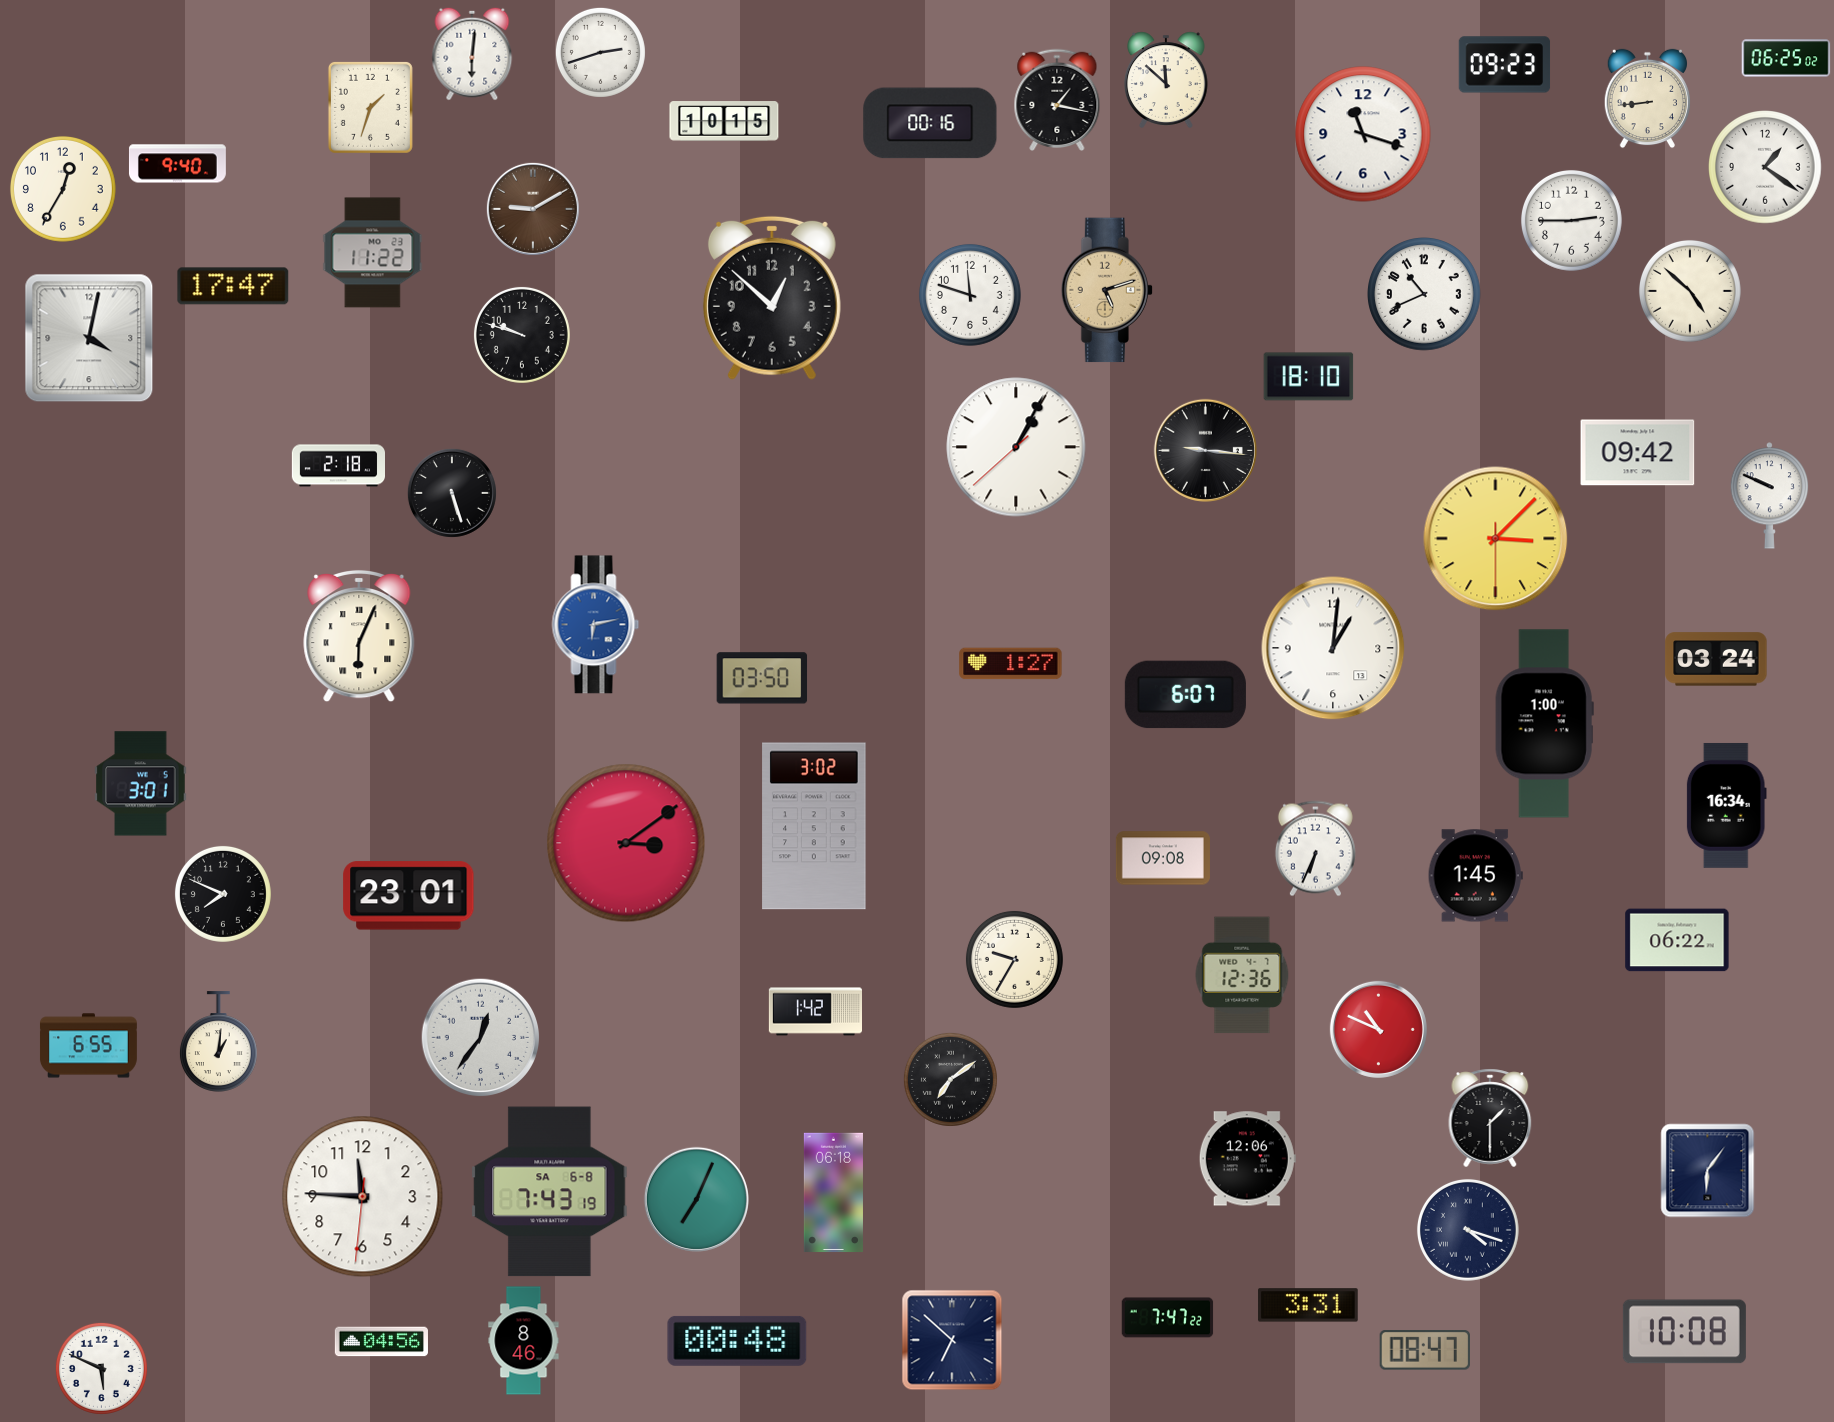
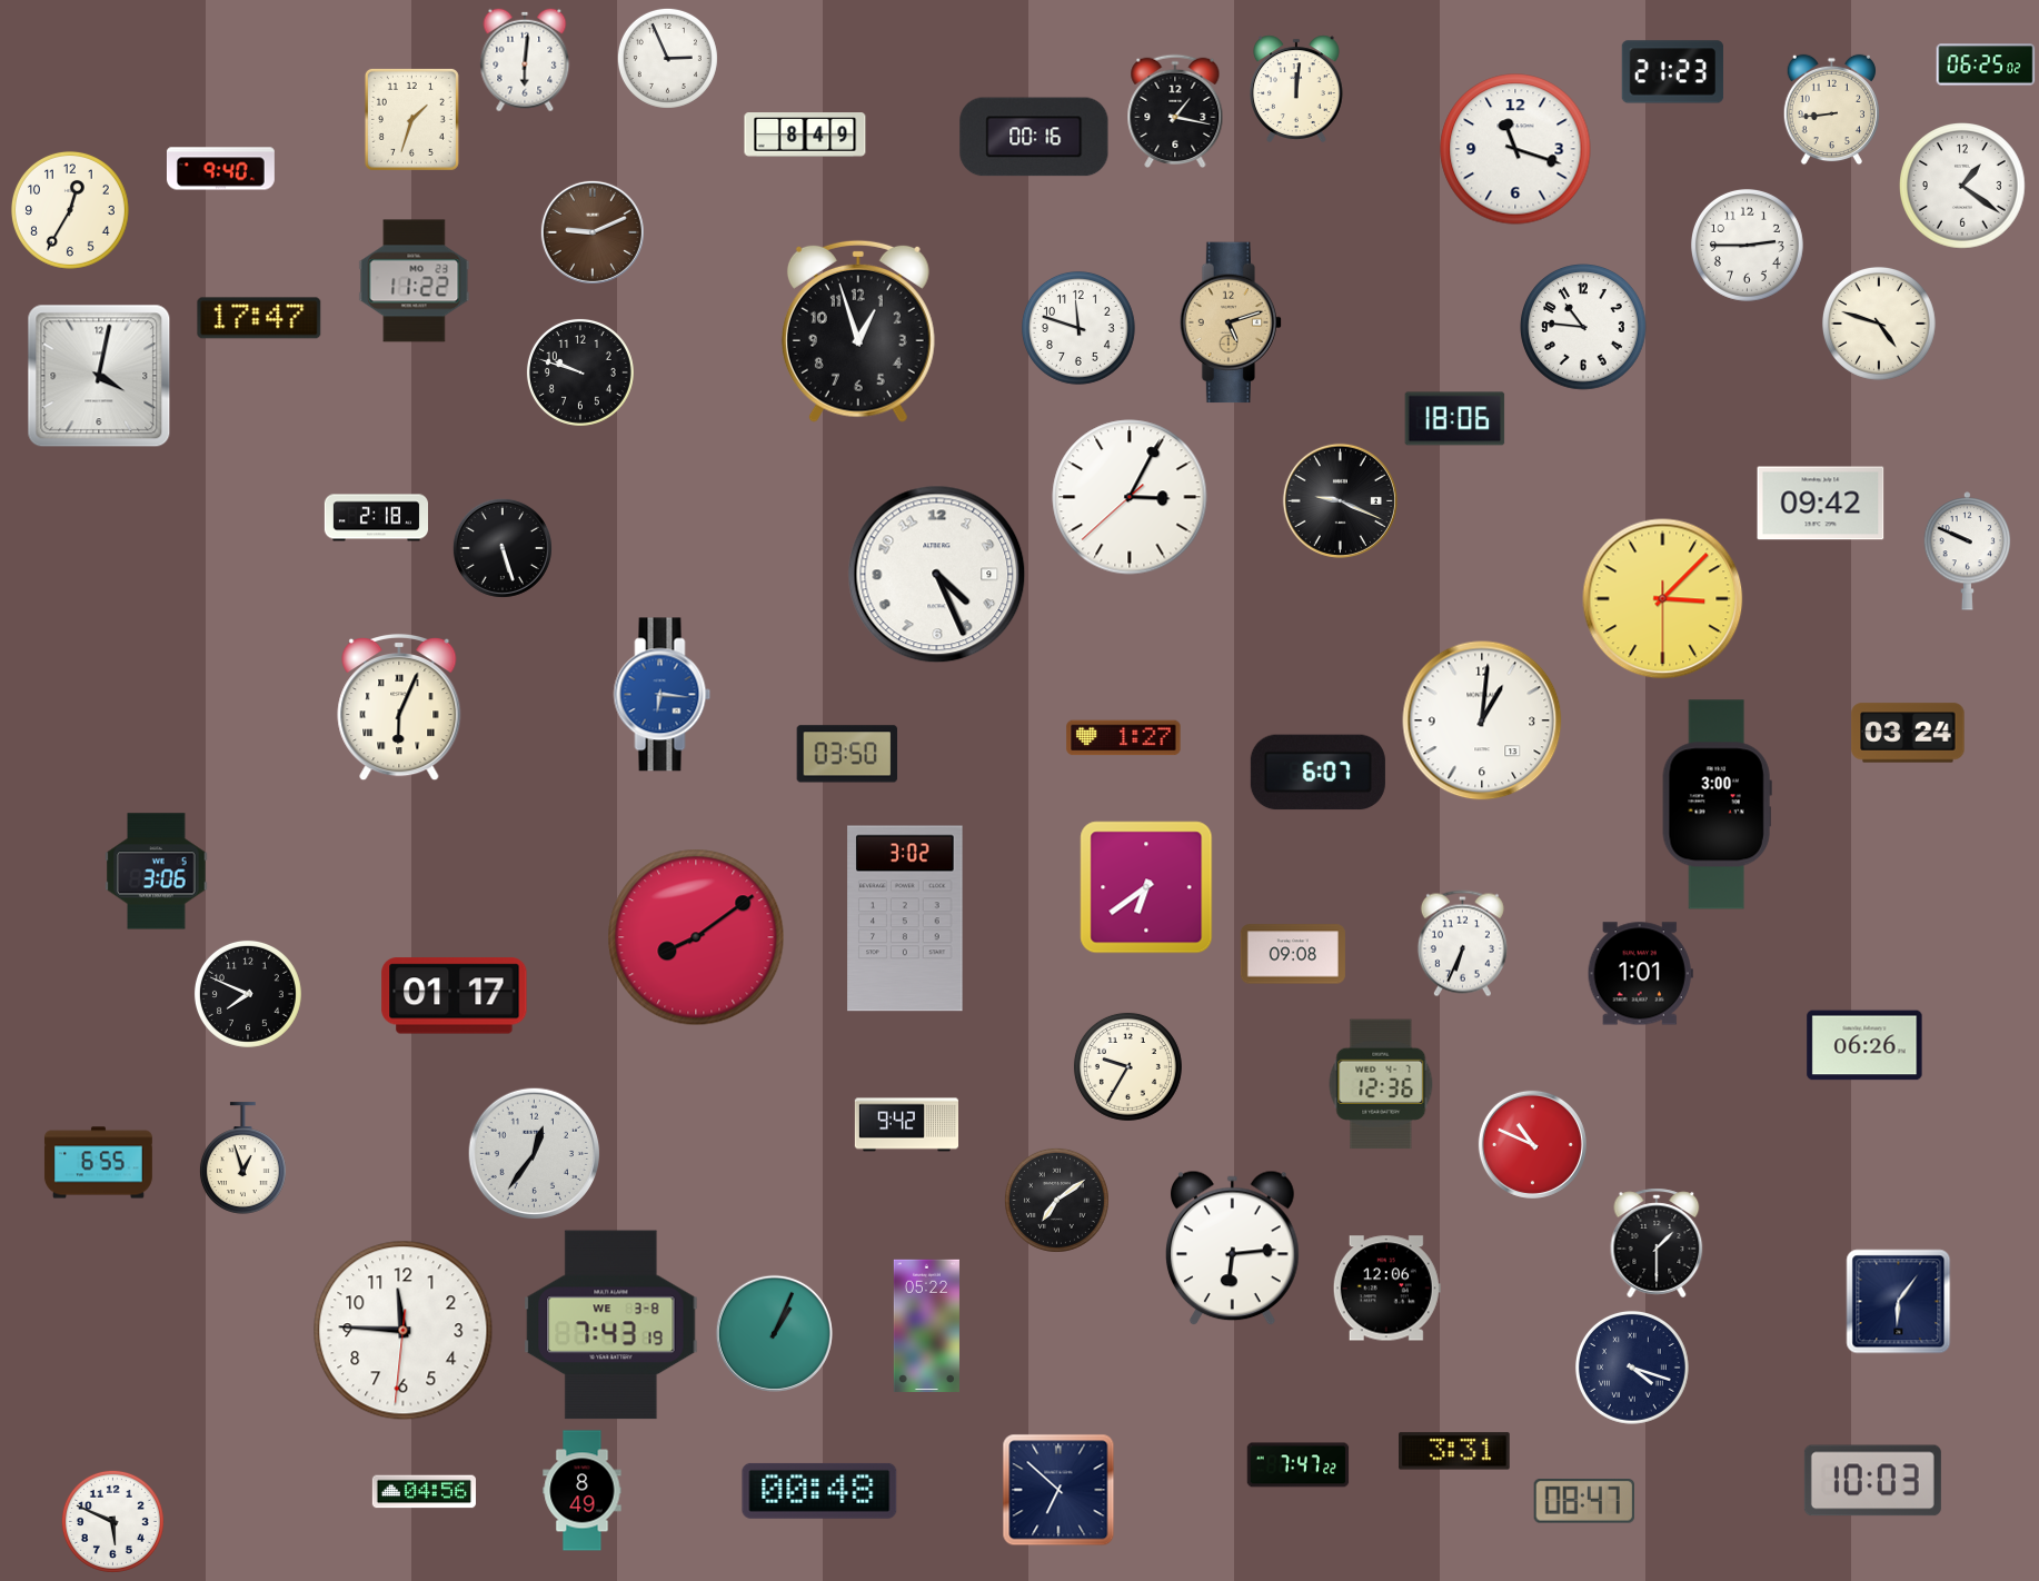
clock at (600, 52): 2:42 -> 2:56
clock at (1505, 65): 09:23 -> 21:23
clock at (1167, 80): 11:52 -> 12:01
clock at (724, 121): 10:15 -> 8:49
clock at (177, 164) position: (177, 164) -> (220, 169)
clock at (533, 209): 9:10 -> 9:11
clock at (1690, 291): 4:52 -> 4:48
clock at (1425, 295): 10:41 -> 10:46
clock at (772, 298): 12:52 -> 12:57
clock at (1309, 377): 18:10 -> 18:06
clock at (1016, 447): 1:04 -> 3:04
clock at (1205, 450): 9:16 -> 9:19
clock at (937, 575): none -> 4:26
clock at (596, 625): 6:13 -> 6:16
clock at (1544, 724): 1:00 -> 3:00
clock at (141, 784): 3:01 -> 3:06
clock at (1146, 887): none -> 6:39
clock at (1726, 805): 16:34 -> none
clock at (626, 843): 3:09 -> 8:09
clock at (1475, 876): 1:45 -> 1:01
clock at (409, 896): 23:01 -> 01:17
clock at (1677, 940): 06:22 -> 06:26
clock at (815, 1012): 1:42 -> 9:42
clock at (218, 1042): 1:01 -> 12:57
clock at (1233, 1249): none -> 6:14
clock at (550, 1192) date: SA 6-8 -> WE 3-8
clock at (833, 1193): 06:18 -> 05:22
clock at (696, 1199): 7:04 -> 1:04
clock at (1684, 1332): 10:08 -> 10:03
clock at (524, 1341): 8:46 -> 8:49
